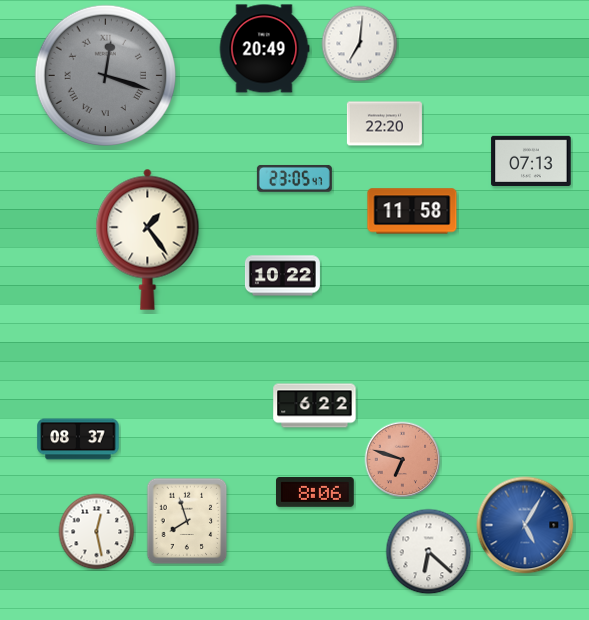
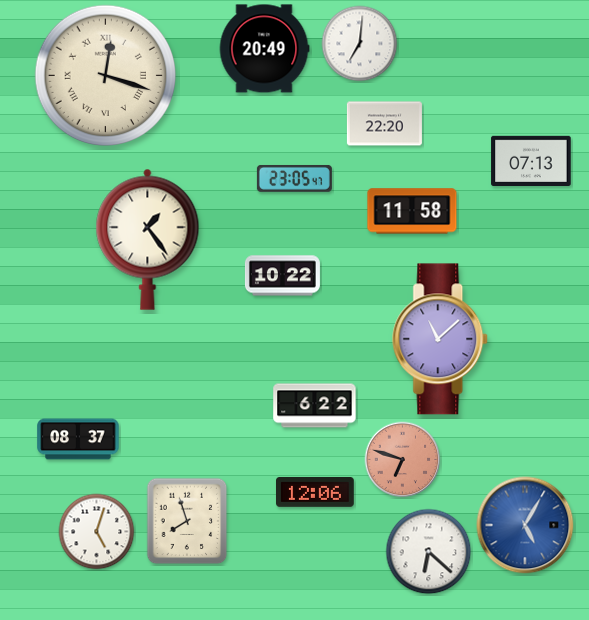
clock at (106, 76) dial: grey -> cream
clock at (441, 339): none -> 11:08
clock at (316, 493): 8:06 -> 12:06
clock at (97, 532): 12:28 -> 5:03
